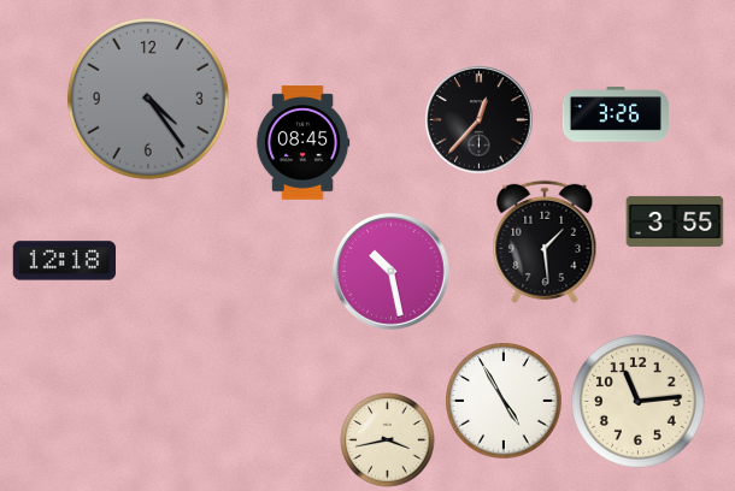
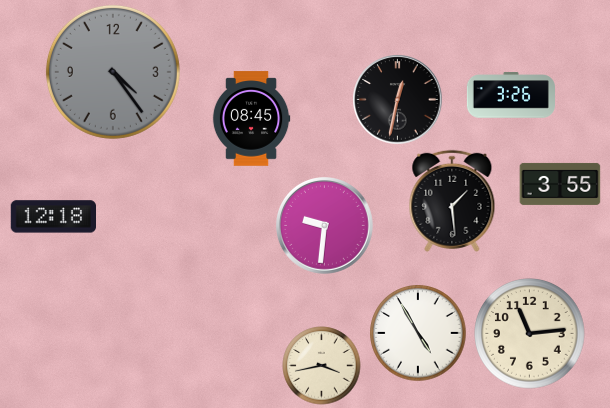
clock at (148, 99) position: (148, 99) -> (113, 72)
clock at (480, 120): 12:37 -> 12:32
clock at (392, 272): 10:28 -> 9:31
